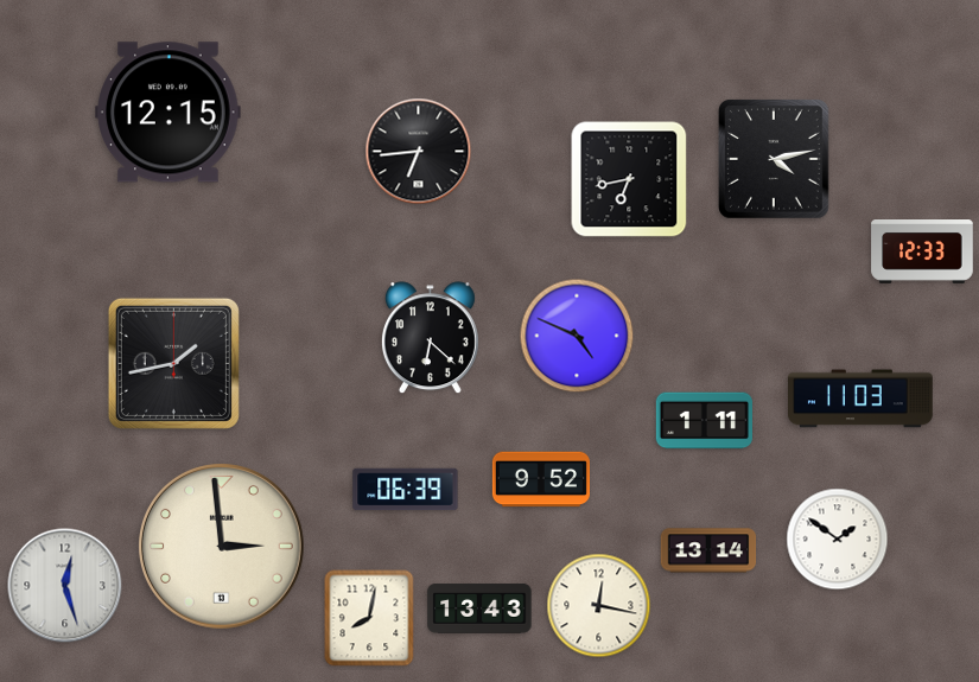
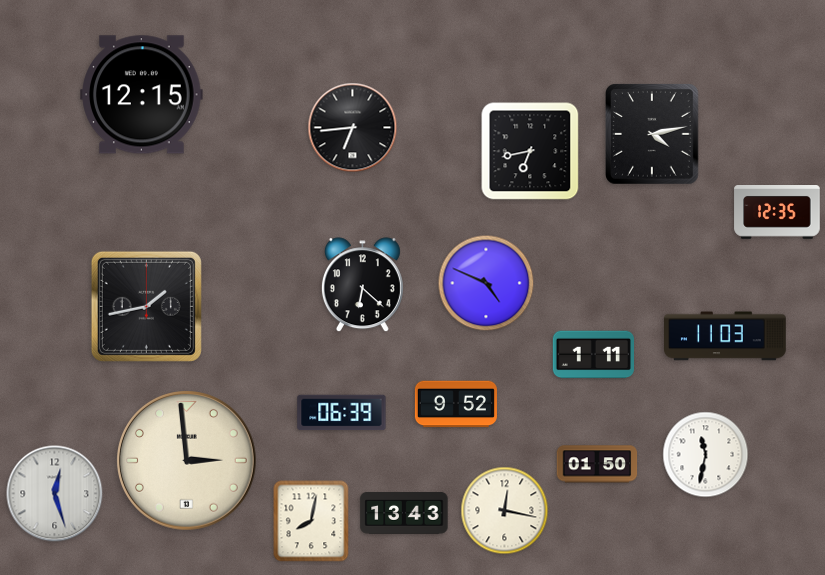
clock at (922, 253): 12:33 -> 12:35
clock at (838, 540): 1:51 -> 11:32
clock at (708, 550): 13:14 -> 01:50
